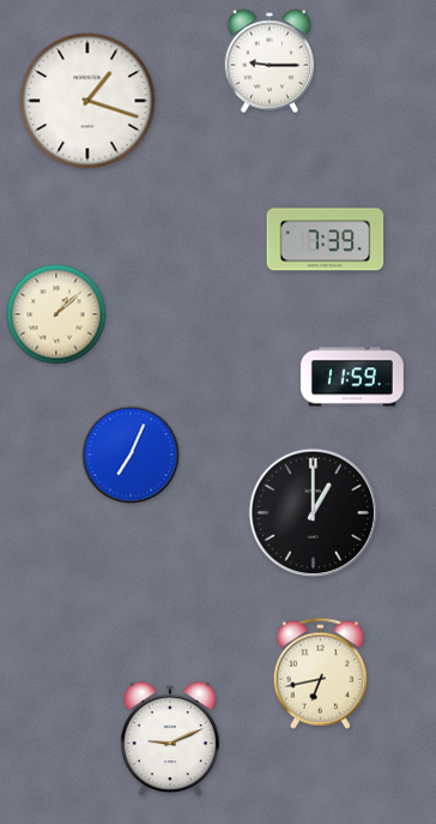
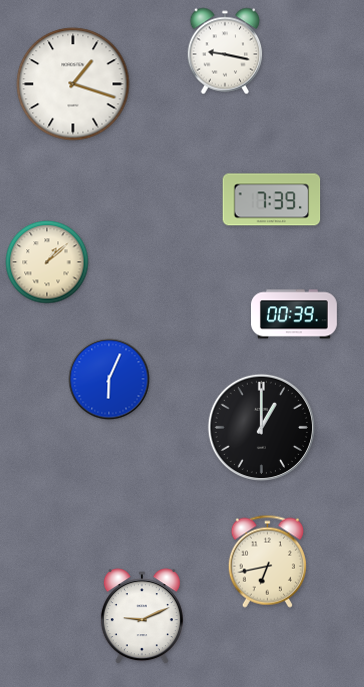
clock at (270, 61): 9:15 -> 9:17
clock at (352, 377): 11:59 -> 00:39
clock at (131, 455): 7:04 -> 6:04
